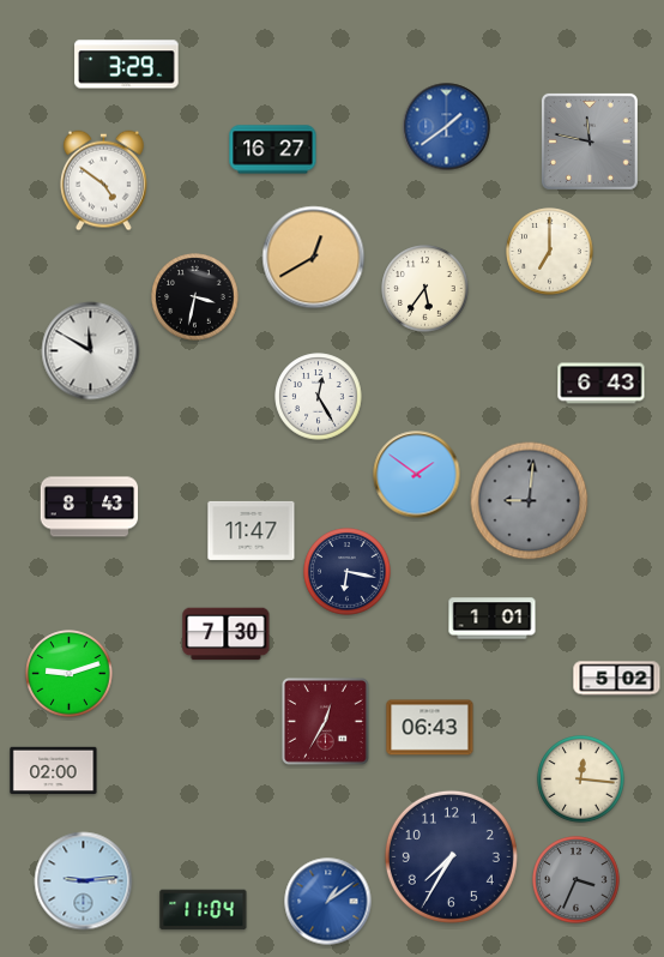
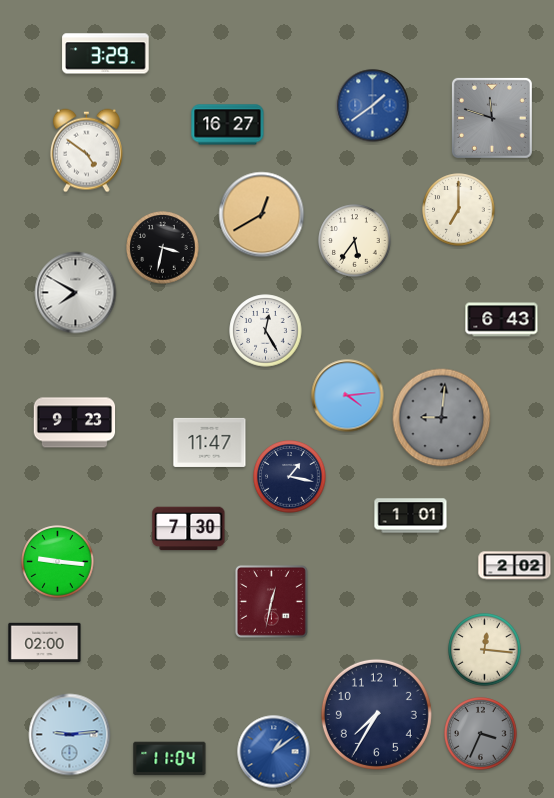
clock at (590, 142): 11:47 -> 11:48
clock at (91, 351): 11:50 -> 7:50
clock at (417, 475): 1:51 -> 4:14
clock at (90, 507): 8:43 -> 9:23
clock at (348, 572): 6:17 -> 1:17
clock at (70, 674): 9:12 -> 9:16
clock at (617, 679): 5:02 -> 2:02
clock at (325, 721): 12:35 -> 12:32
clock at (430, 728): 06:43 -> none
